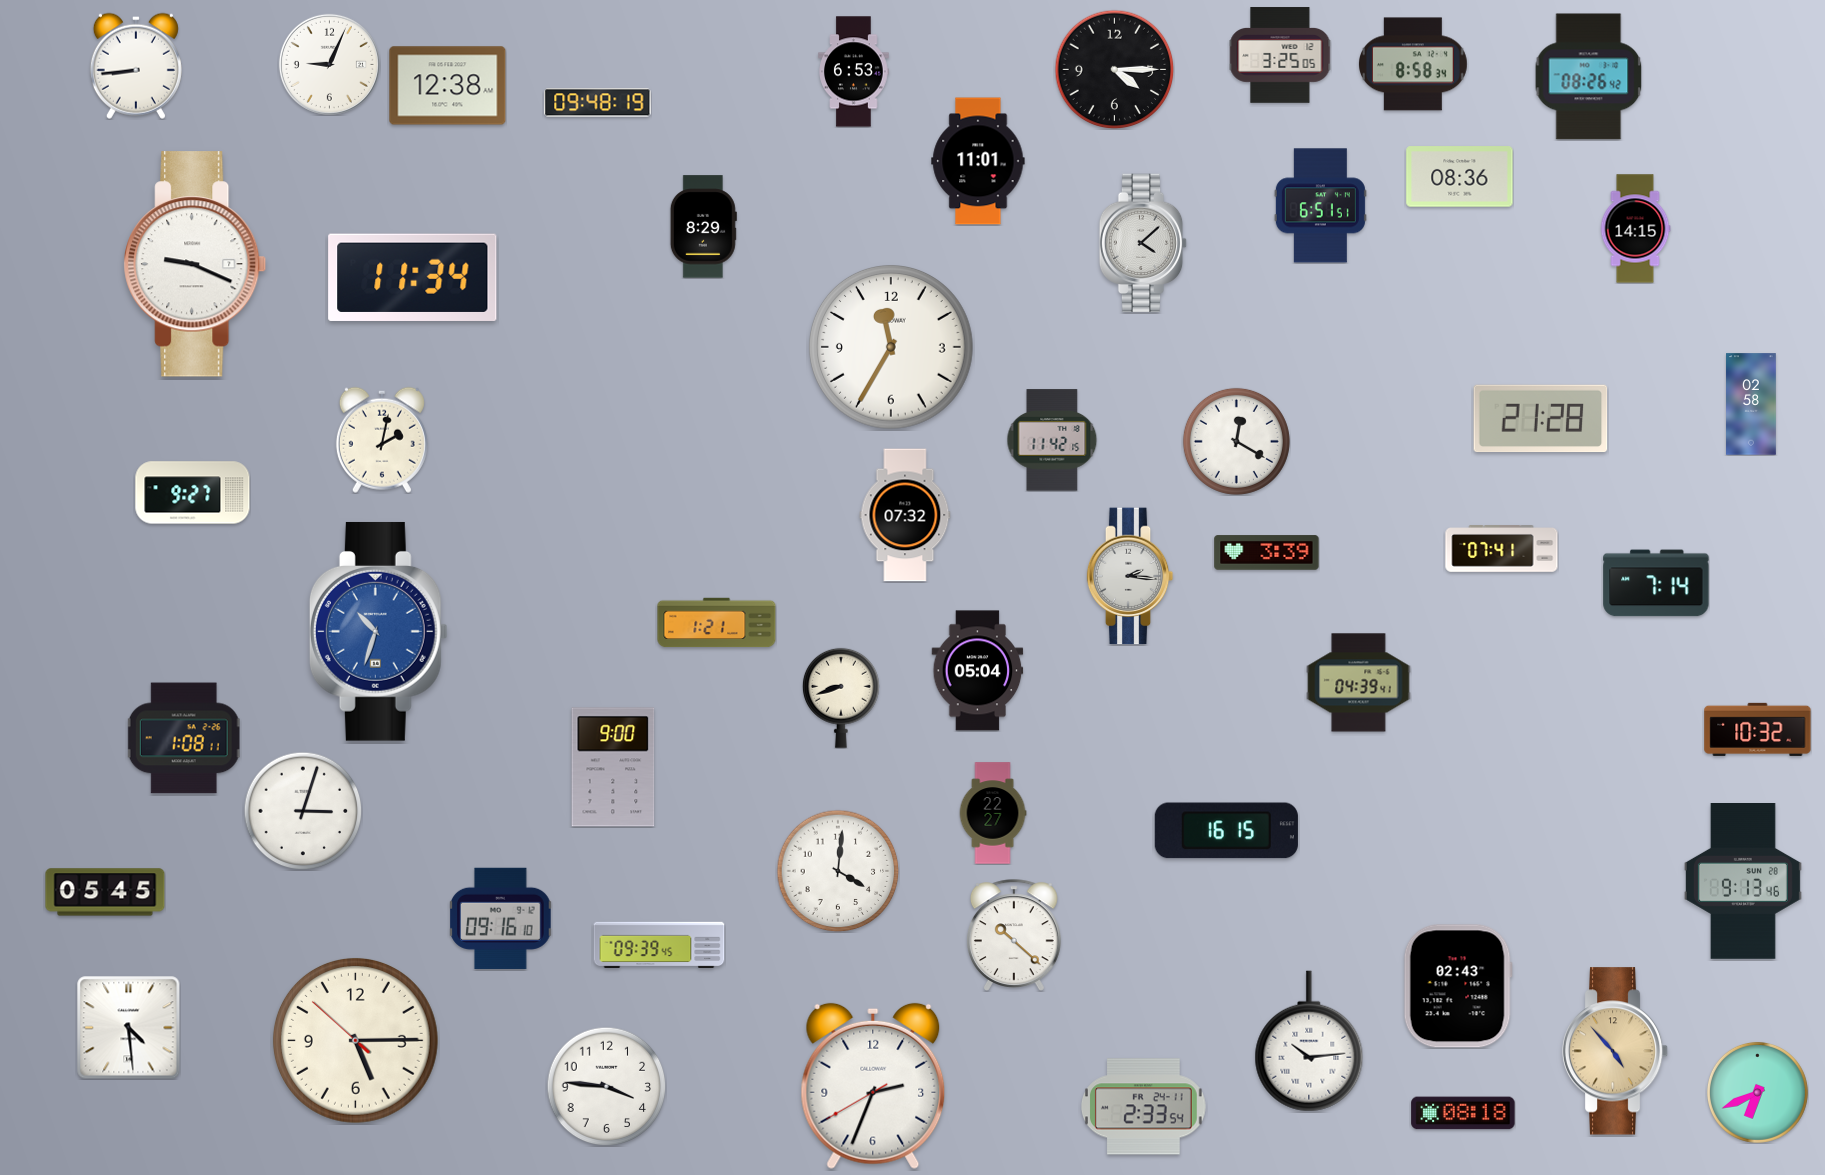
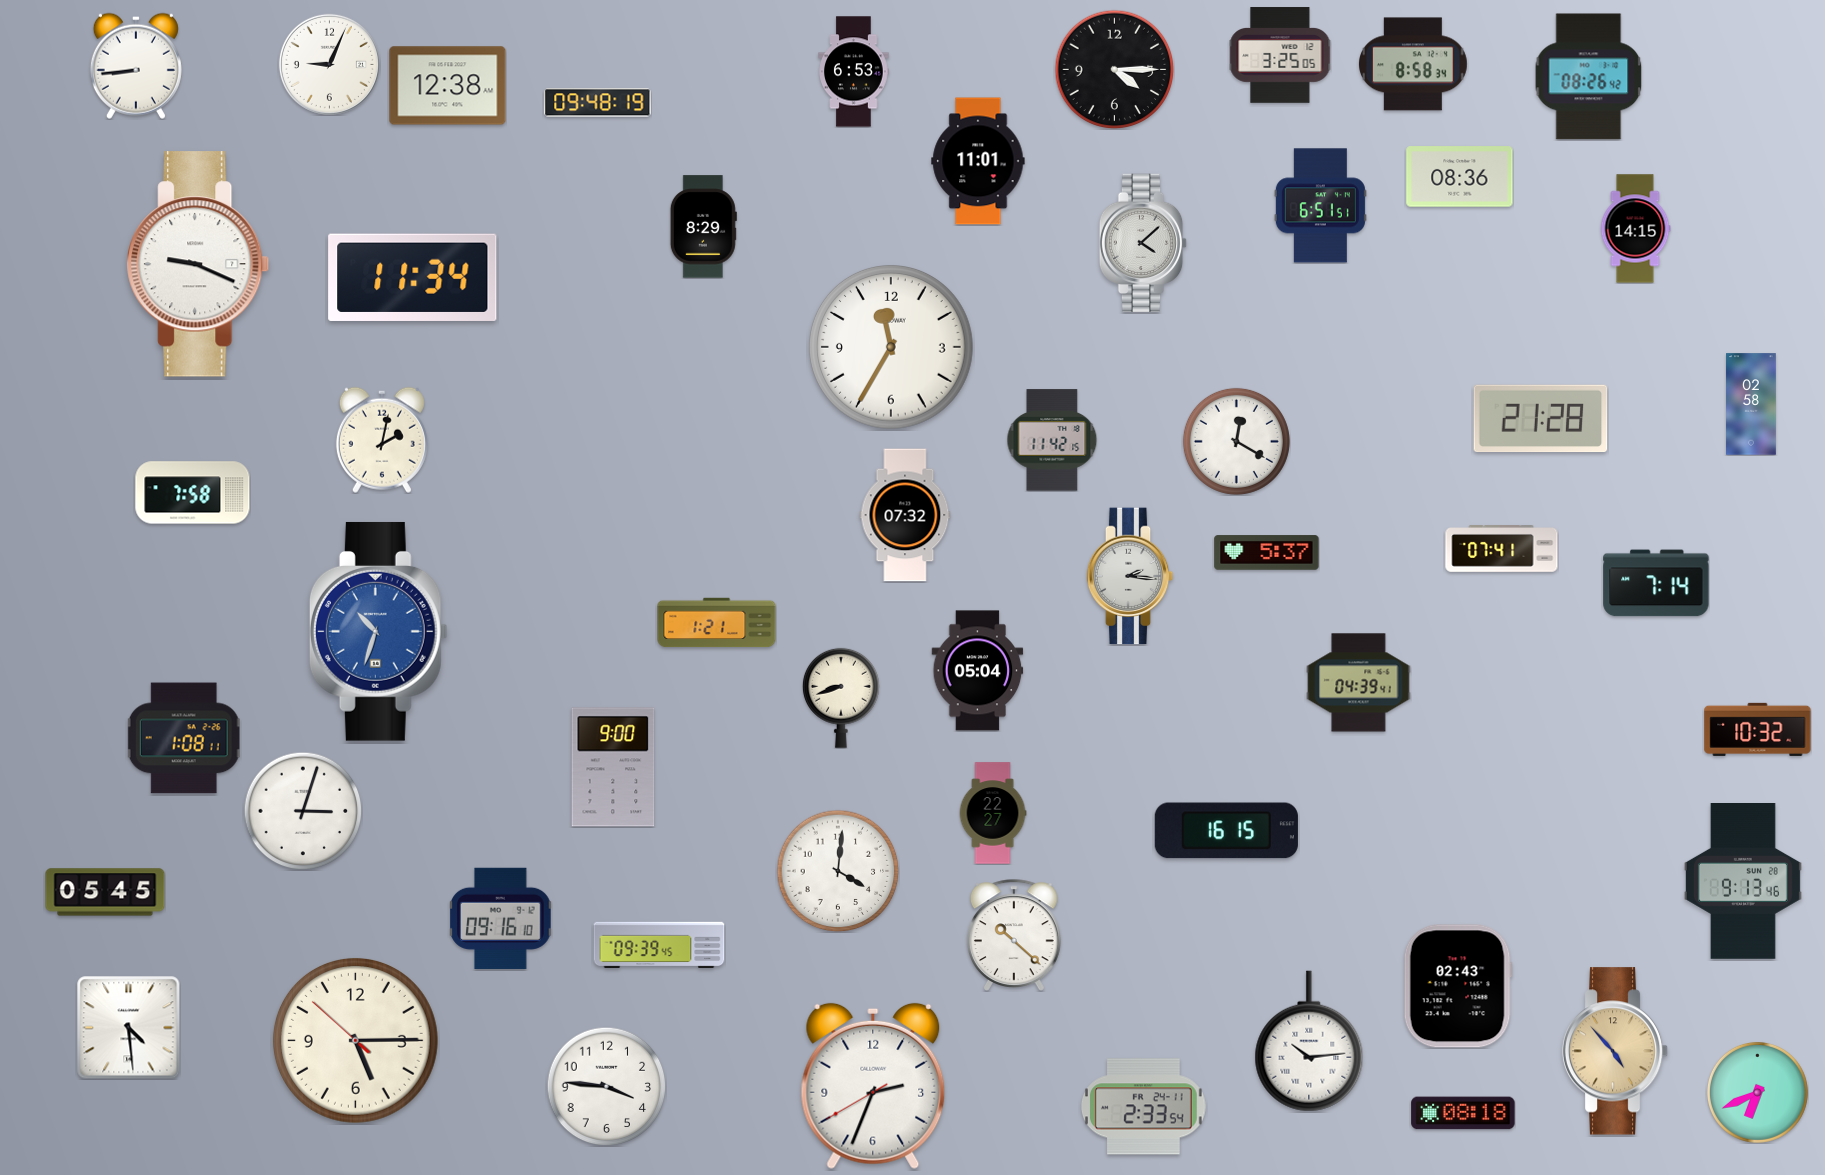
clock at (195, 264) position: (195, 264) -> (198, 264)
clock at (193, 493): 9:27 -> 7:58
clock at (1267, 553): 3:39 -> 5:37
